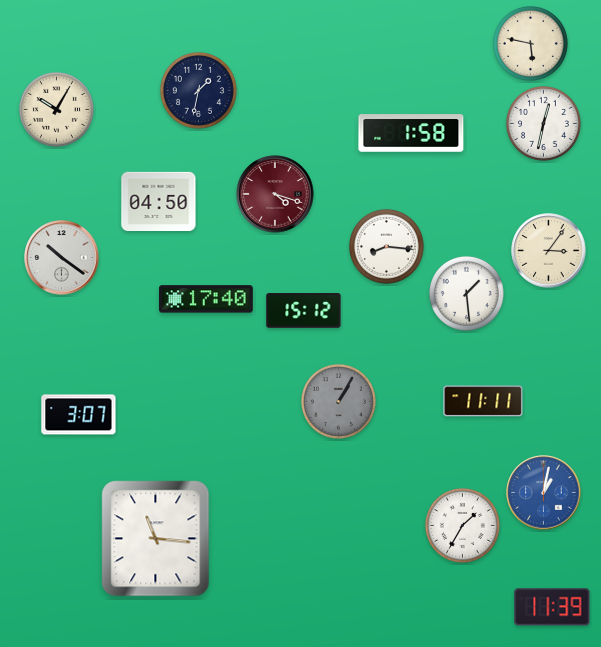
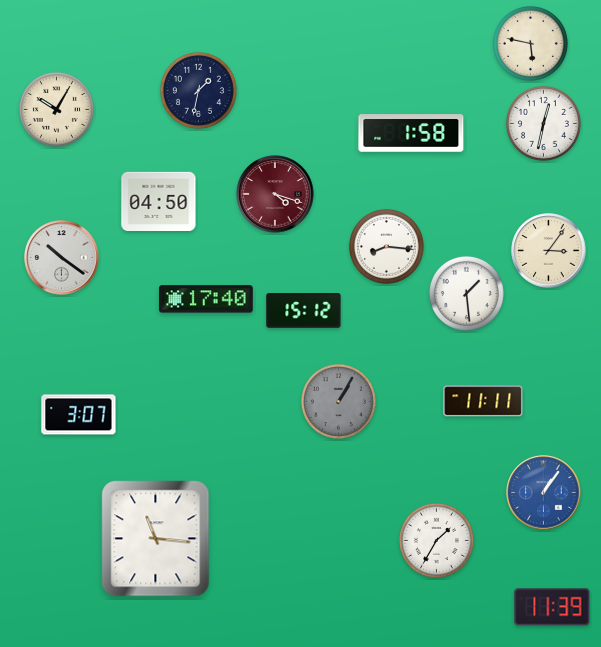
clock at (544, 493): 1:02 -> 1:06
clock at (462, 525) position: (462, 525) -> (436, 540)
